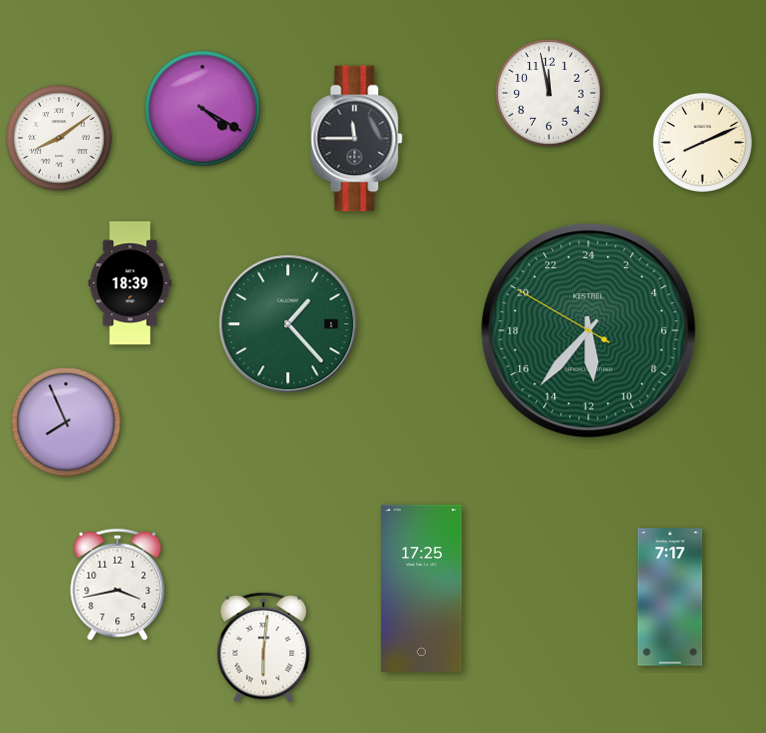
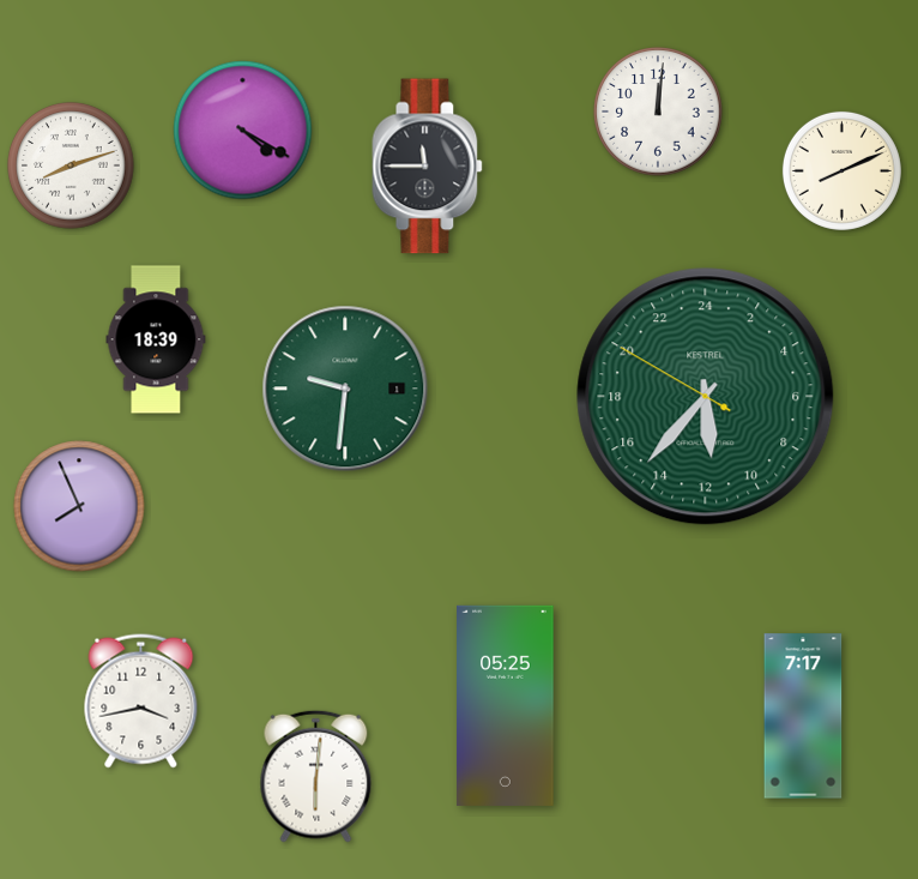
clock at (549, 93): 11:58 -> 12:01
clock at (59, 138): 8:09 -> 8:12
clock at (288, 324): 1:23 -> 9:31
clock at (422, 588): 17:25 -> 05:25
